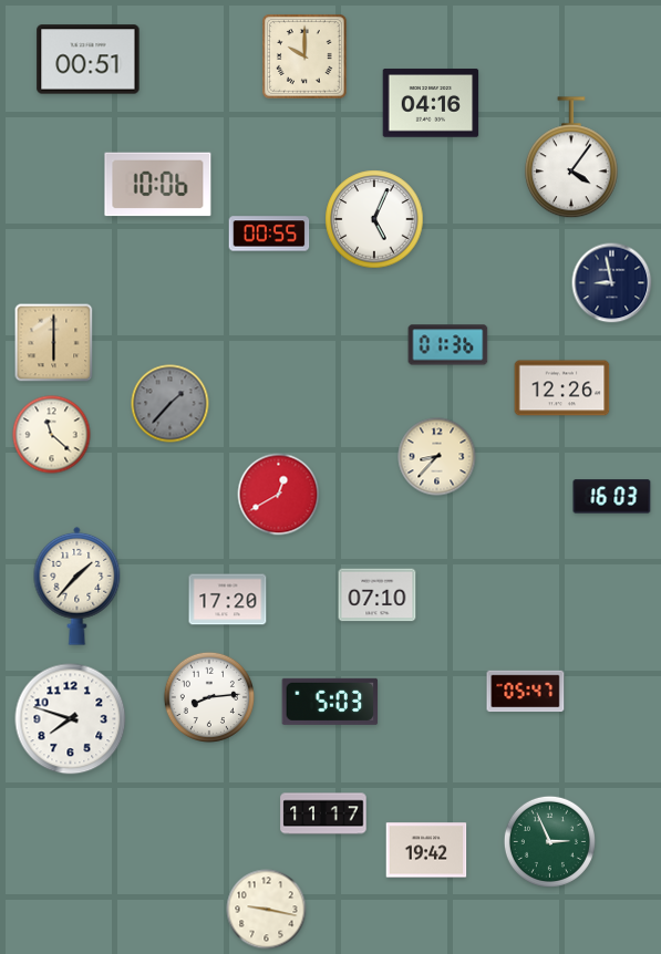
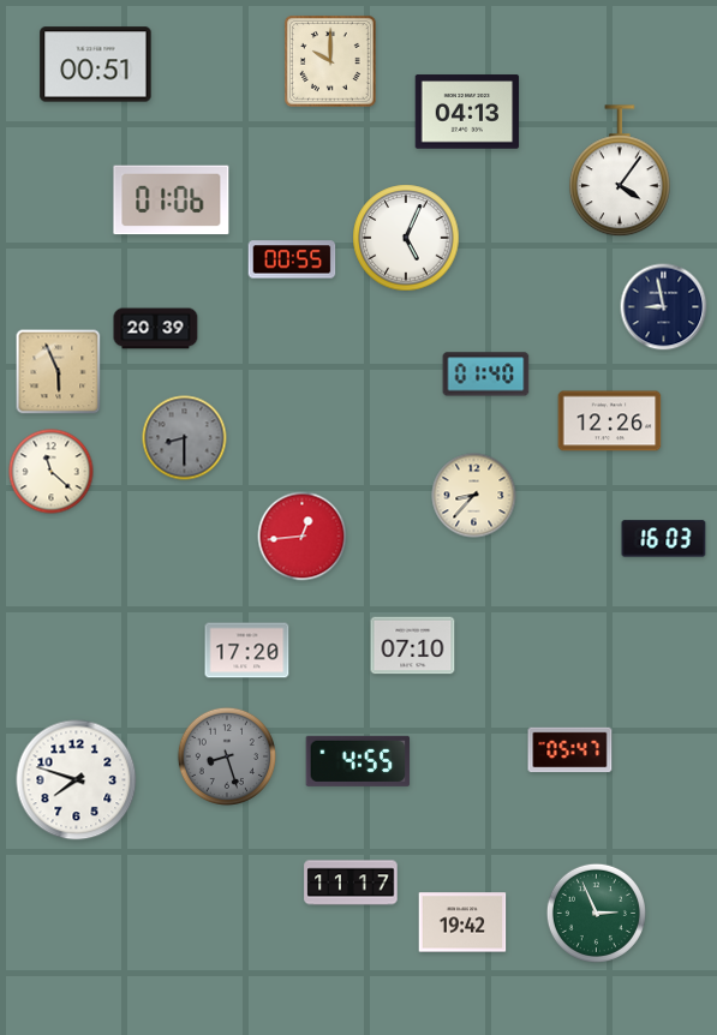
clock at (431, 103): 04:16 -> 04:13
clock at (158, 185): 10:06 -> 01:06
clock at (269, 234) position: (269, 234) -> (292, 259)
clock at (156, 329): none -> 20:39
clock at (54, 343): 6:00 -> 5:56
clock at (448, 345): 01:36 -> 01:40
clock at (171, 404): 1:37 -> 8:30
clock at (52, 435) position: (52, 435) -> (52, 472)
clock at (279, 495): 12:40 -> 12:44
clock at (78, 585): 1:37 -> none
clock at (378, 595) position: (378, 595) -> (413, 646)
clock at (208, 696): 8:14 -> 8:27
clock at (208, 696) dial: white -> grey
clock at (330, 702): 5:03 -> 4:55
clock at (267, 910): 9:17 -> none
